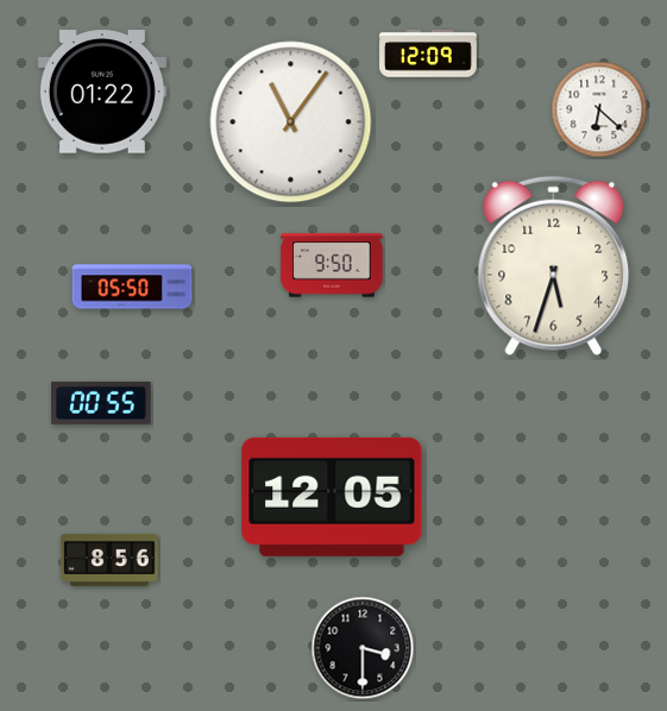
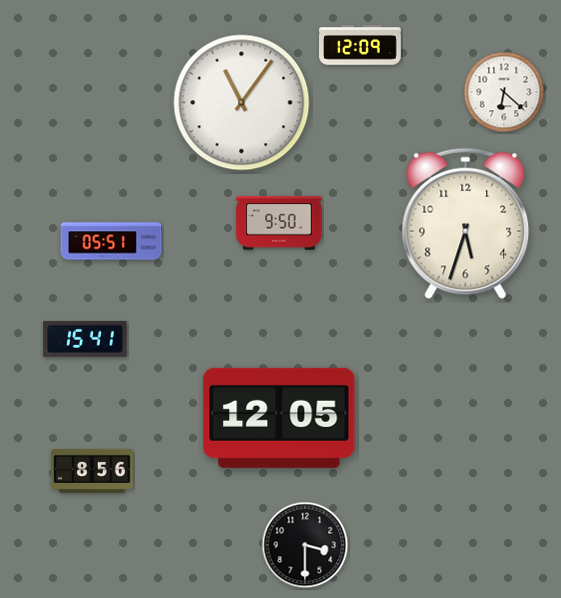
clock at (102, 92): 01:22 -> none
clock at (291, 122) position: (291, 122) -> (242, 103)
clock at (132, 287): 05:50 -> 05:51
clock at (101, 403): 00:55 -> 15:41
